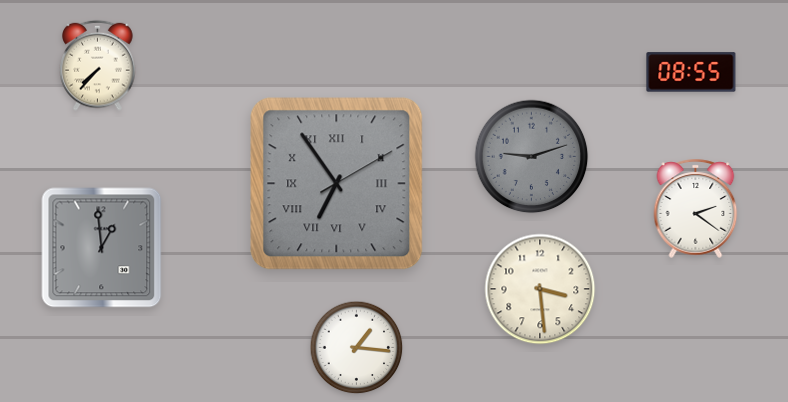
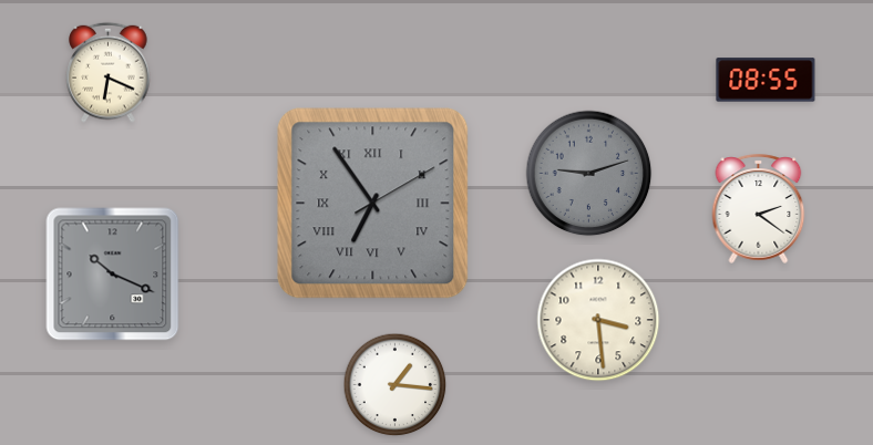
clock at (98, 65): 7:37 -> 6:19
clock at (696, 208) position: (696, 208) -> (759, 208)
clock at (102, 248): 12:59 -> 10:19
